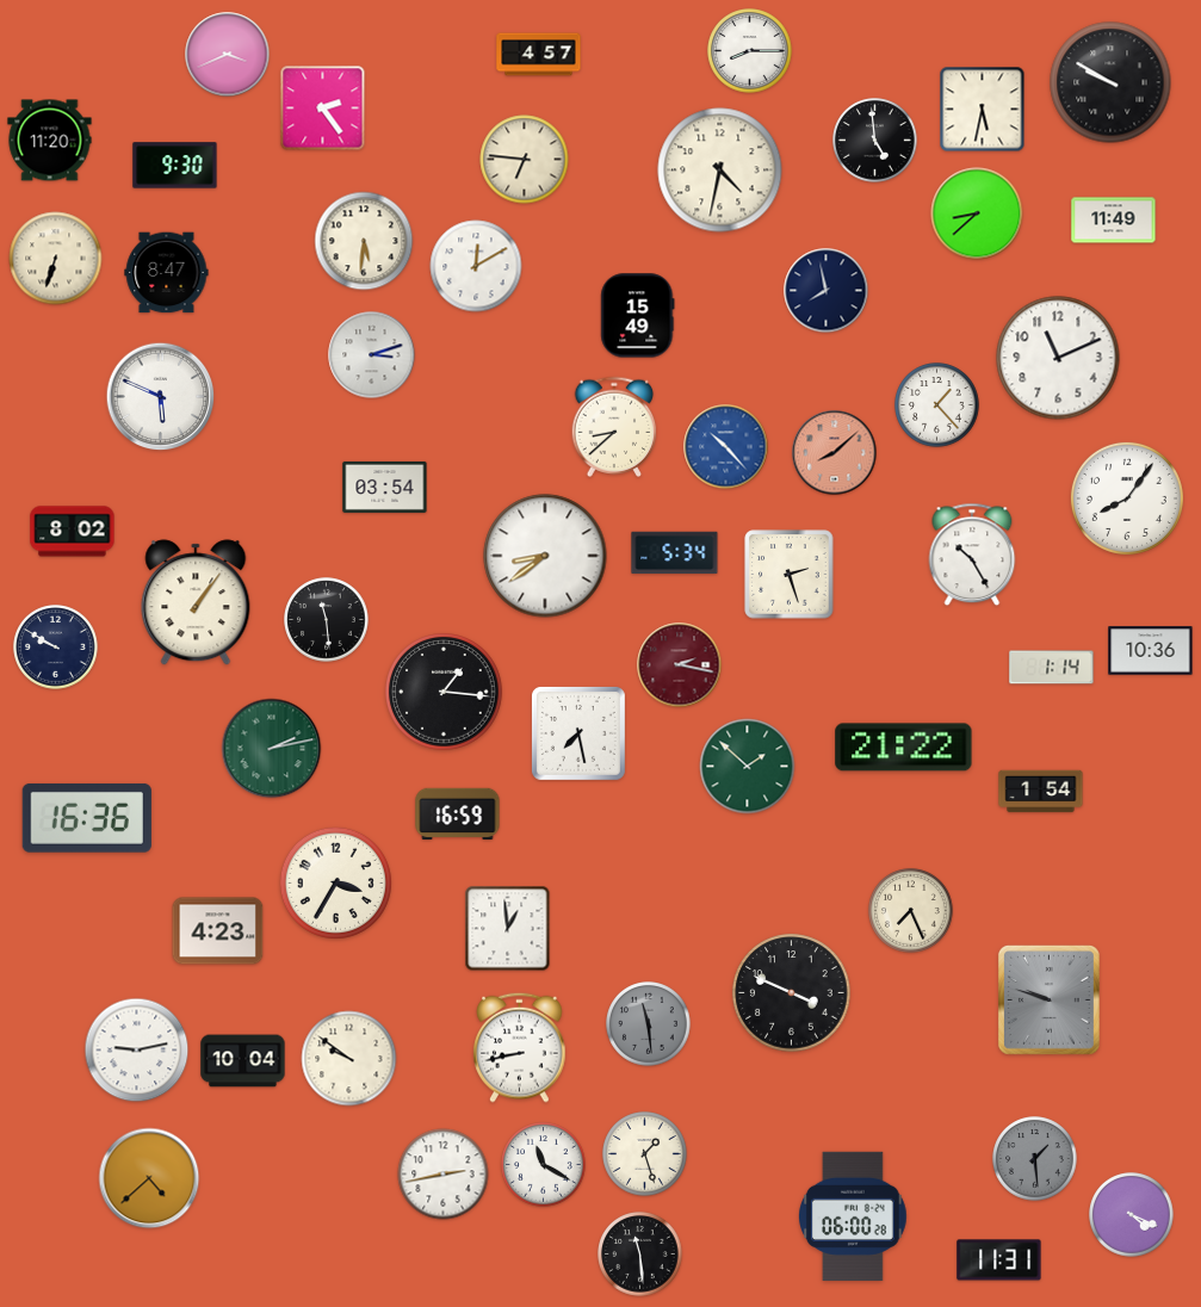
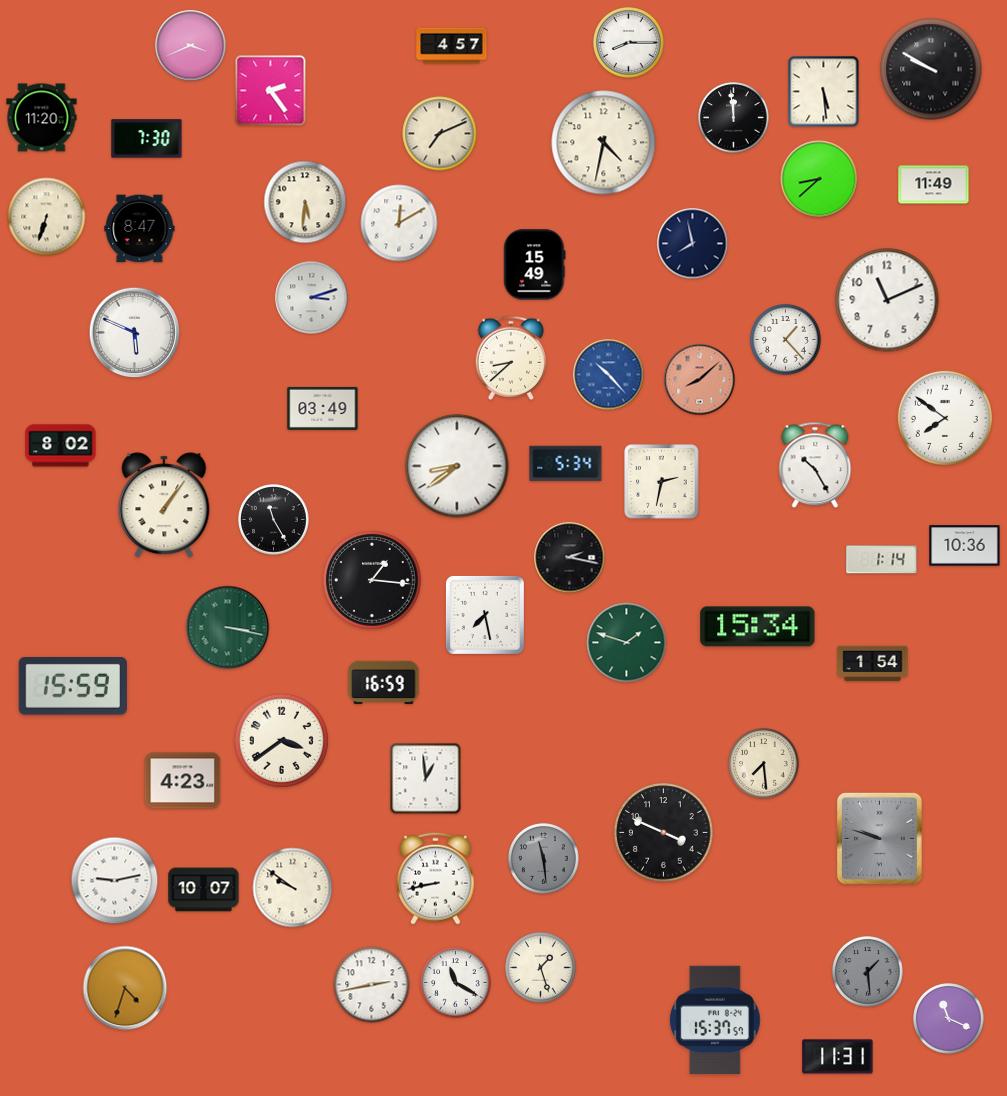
clock at (983, 110): 5:32 -> 5:29
clock at (875, 141): 4:59 -> 11:59
clock at (525, 160): 6:46 -> 7:11
clock at (175, 166): 9:30 -> 7:30
clock at (614, 426) position: (614, 426) -> (511, 357)
clock at (385, 487): 03:54 -> 03:49
clock at (1127, 498): 8:06 -> 7:51
clock at (790, 575): 2:27 -> 2:32
clock at (327, 620): 11:29 -> 11:25
clock at (56, 648): 9:50 -> none
clock at (680, 665) dial: burgundy -> black
clock at (904, 748): 21:22 -> 15:34
clock at (272, 749): 2:13 -> 3:17
clock at (748, 767): 1:52 -> 1:48
clock at (87, 818): 16:36 -> 15:59
clock at (335, 882): 3:35 -> 3:39
clock at (911, 911): 7:26 -> 7:29
clock at (243, 1061): 10:04 -> 10:07
clock at (544, 1165) position: (544, 1165) -> (456, 983)
clock at (149, 1178): 4:38 -> 4:33
clock at (1132, 1215): 4:19 -> 11:19
clock at (854, 1216): 06:00 -> 15:37
clock at (640, 1255): 11:29 -> none
